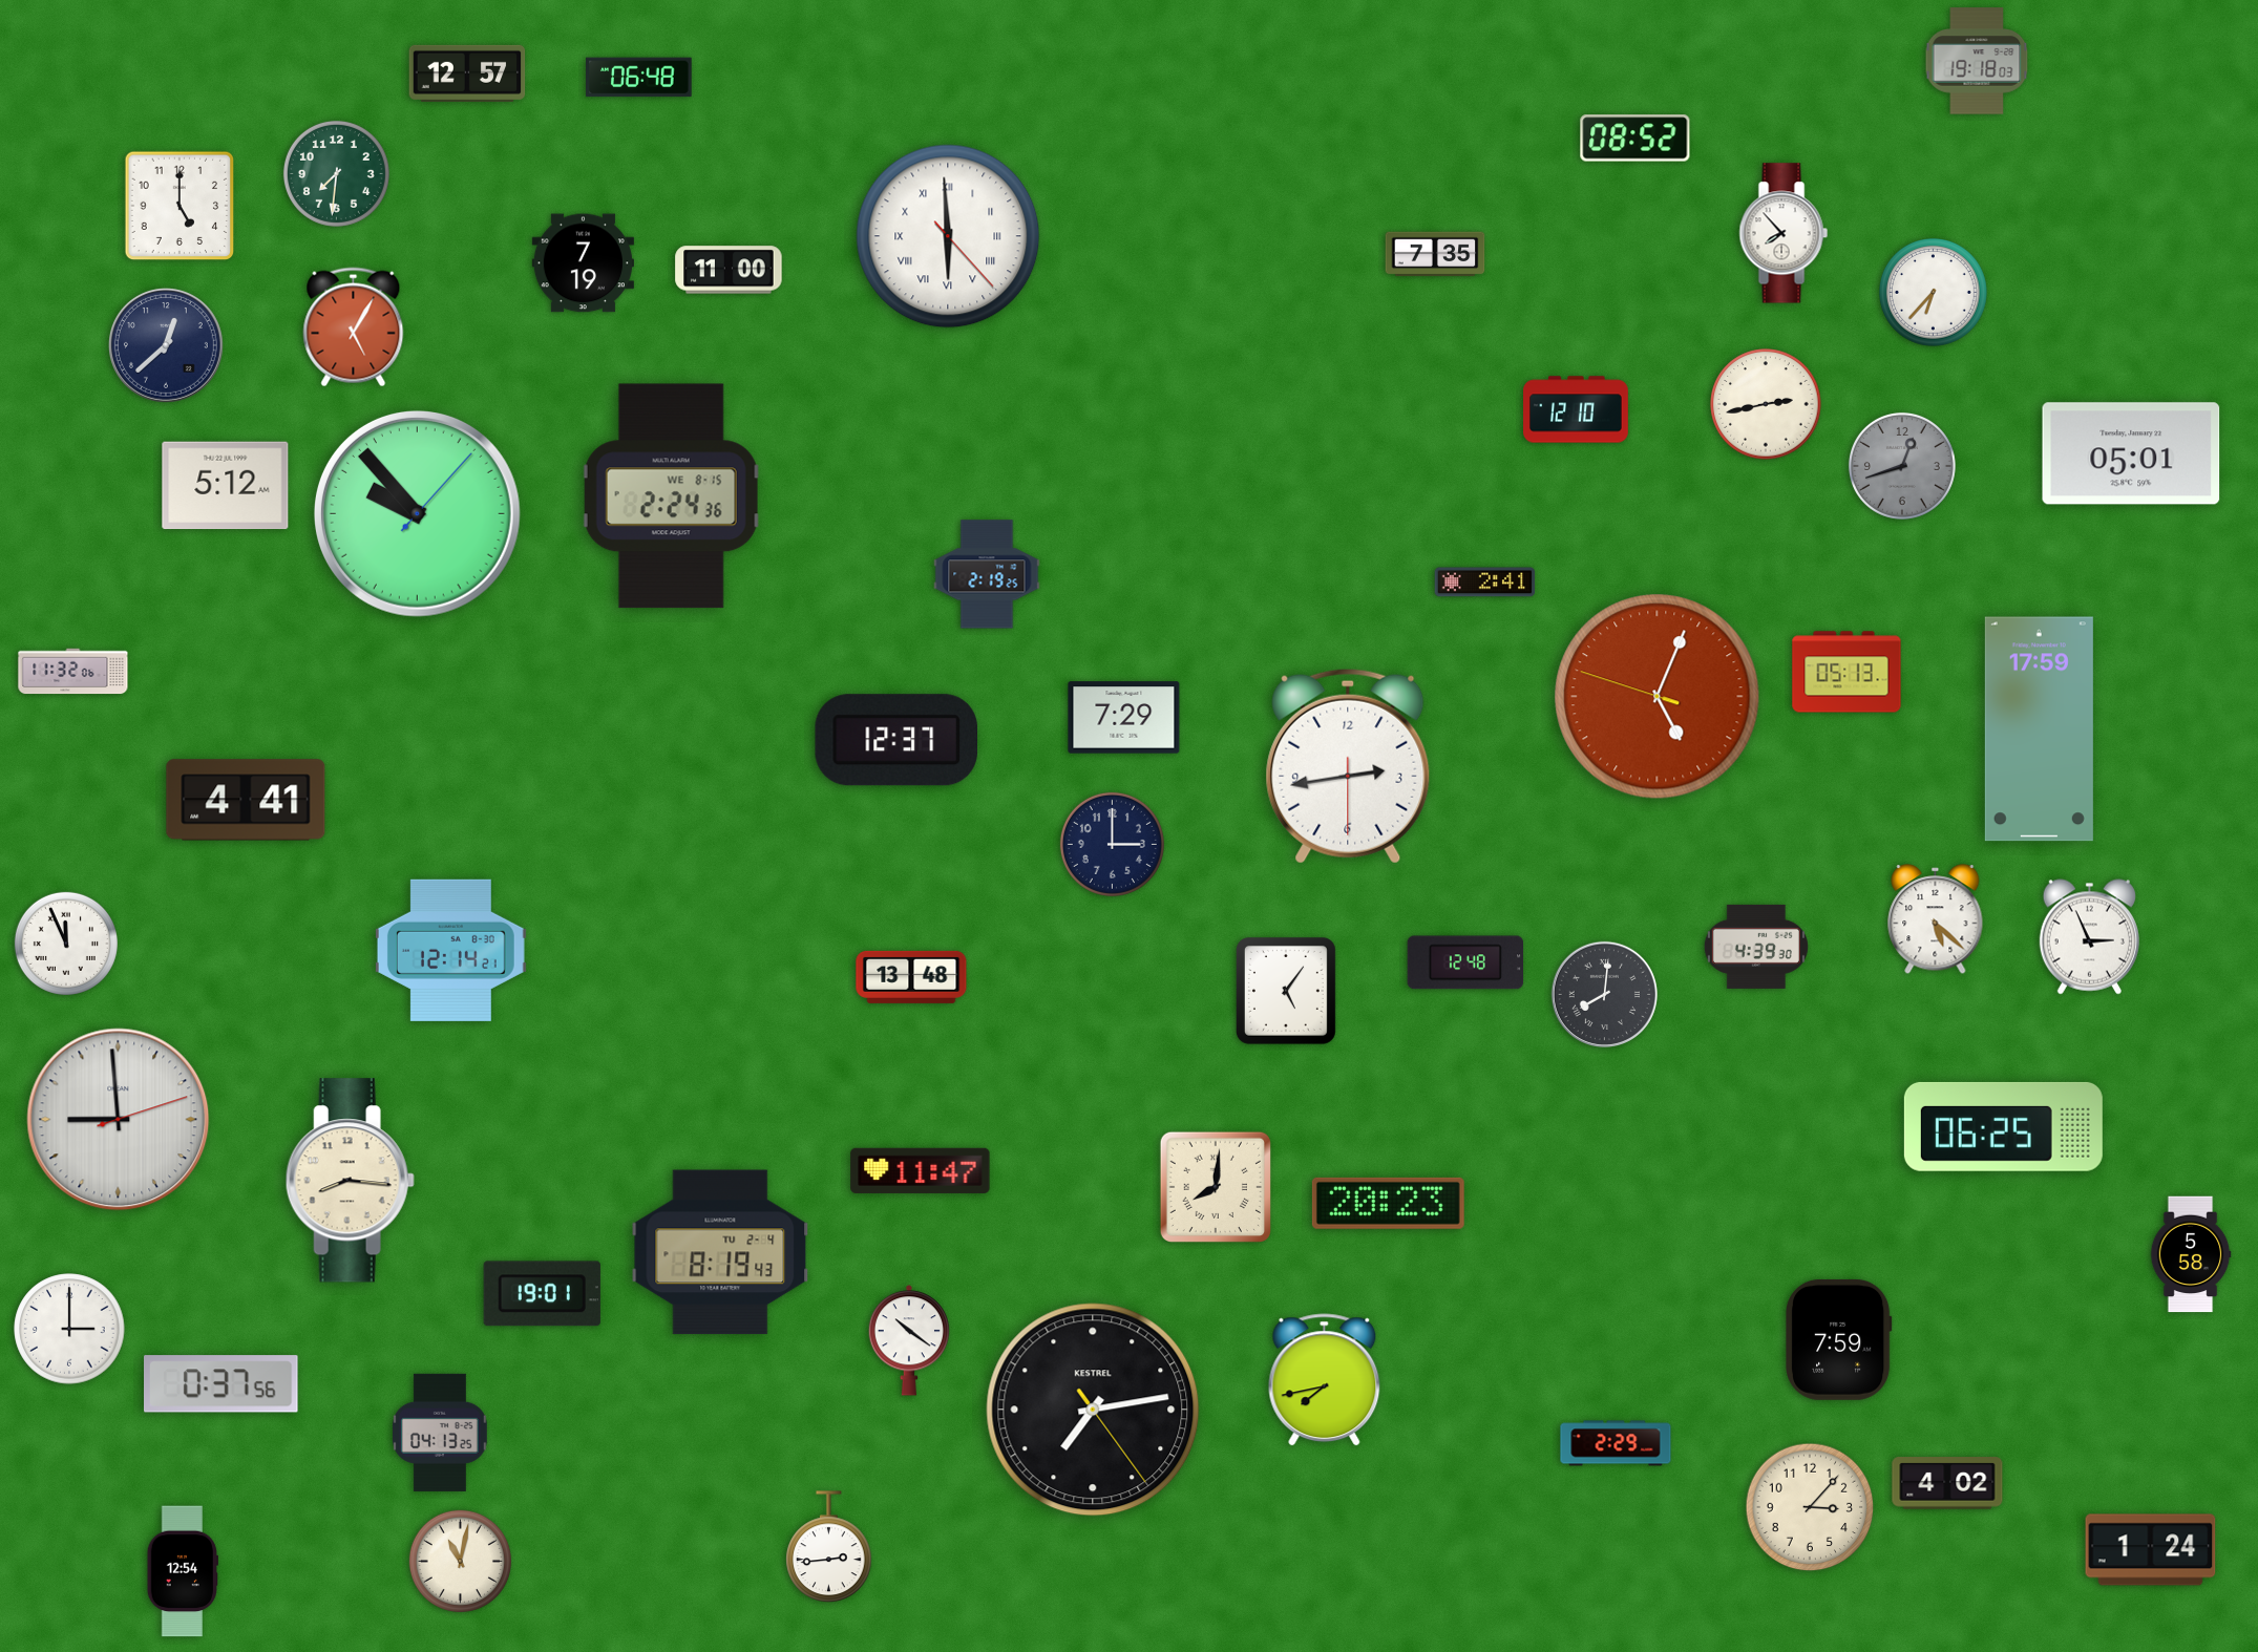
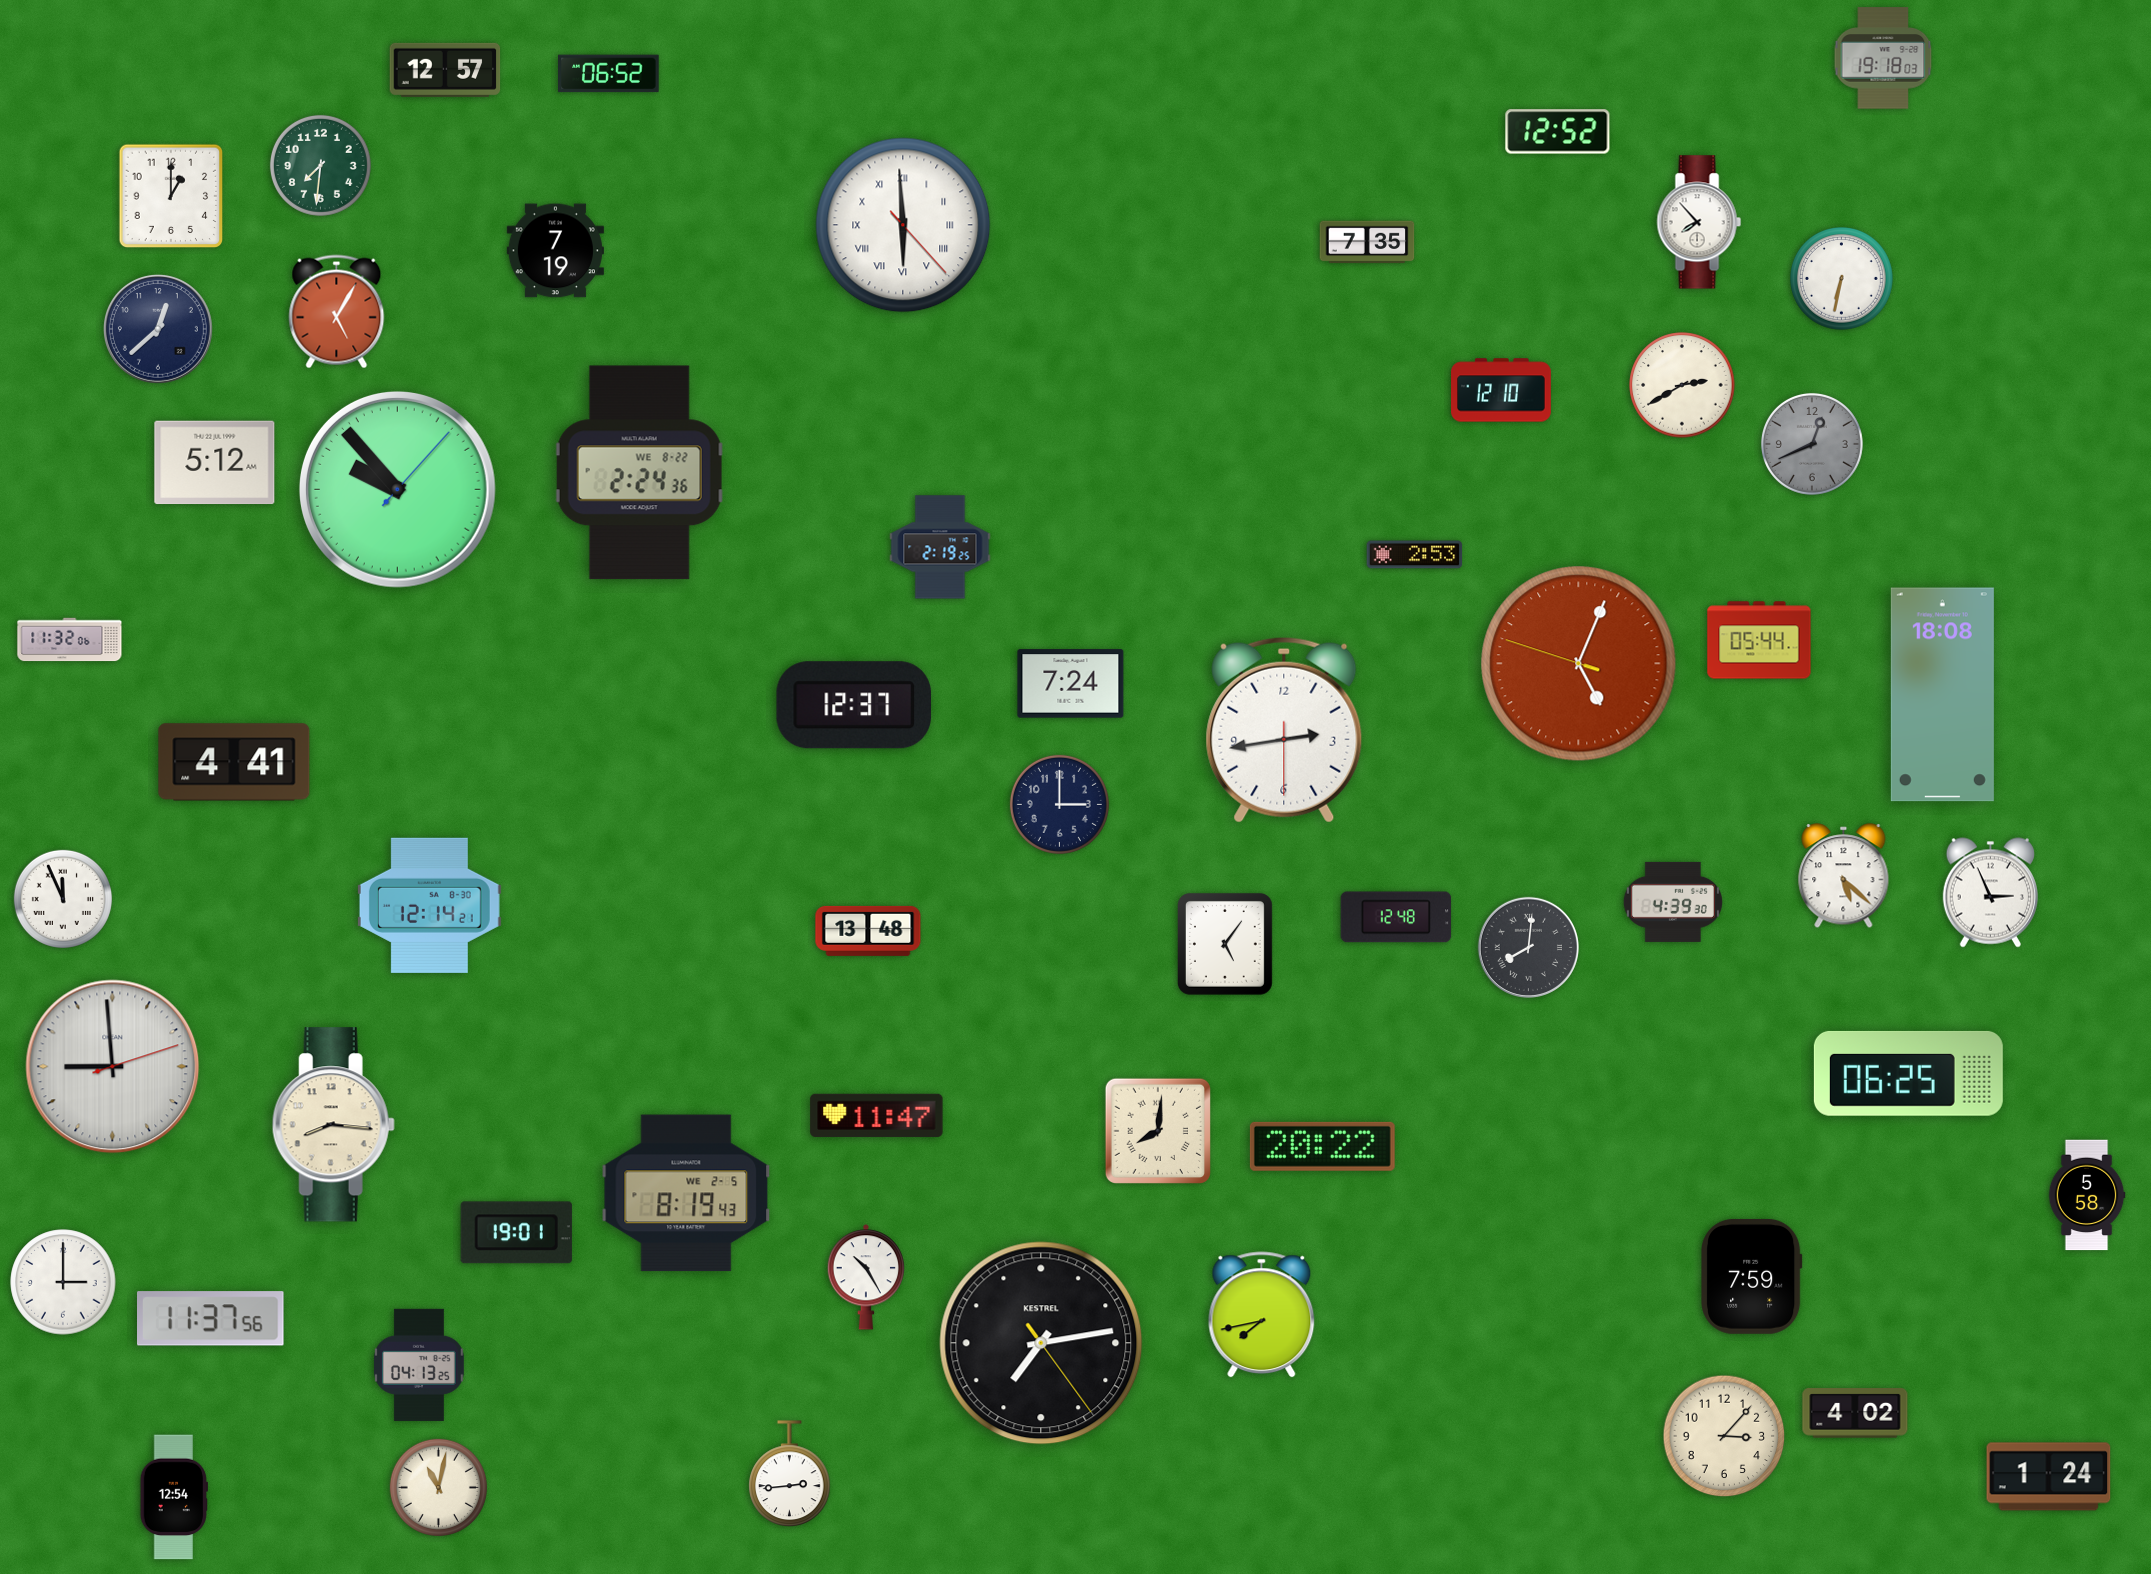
clock at (639, 78): 06:48 -> 06:52
clock at (1636, 139): 08:52 -> 12:52
clock at (180, 206): 5:00 -> 1:00
clock at (729, 270): 11:00 -> none
clock at (1934, 293): 6:37 -> 6:32
clock at (1766, 404): 2:43 -> 2:40
clock at (2131, 453): 05:01 -> none
clock at (1902, 466): 12:42 -> 12:41
clock at (671, 496) date: WE 8-15 -> WE 8-22
clock at (1485, 583): 2:41 -> 2:53
clock at (1847, 672): 05:13 -> 05:44
clock at (1124, 718): 7:29 -> 7:24
clock at (2039, 729): 17:59 -> 18:08
clock at (1388, 1203): 20:23 -> 20:22
clock at (720, 1252) date: TU 2-4 -> WE 2-5
clock at (69, 1329) position: (69, 1329) -> (63, 1282)
clock at (909, 1340): 10:21 -> 10:25
clock at (221, 1384): 0:37 -> 11:37
clock at (1616, 1443): 2:29 -> none
